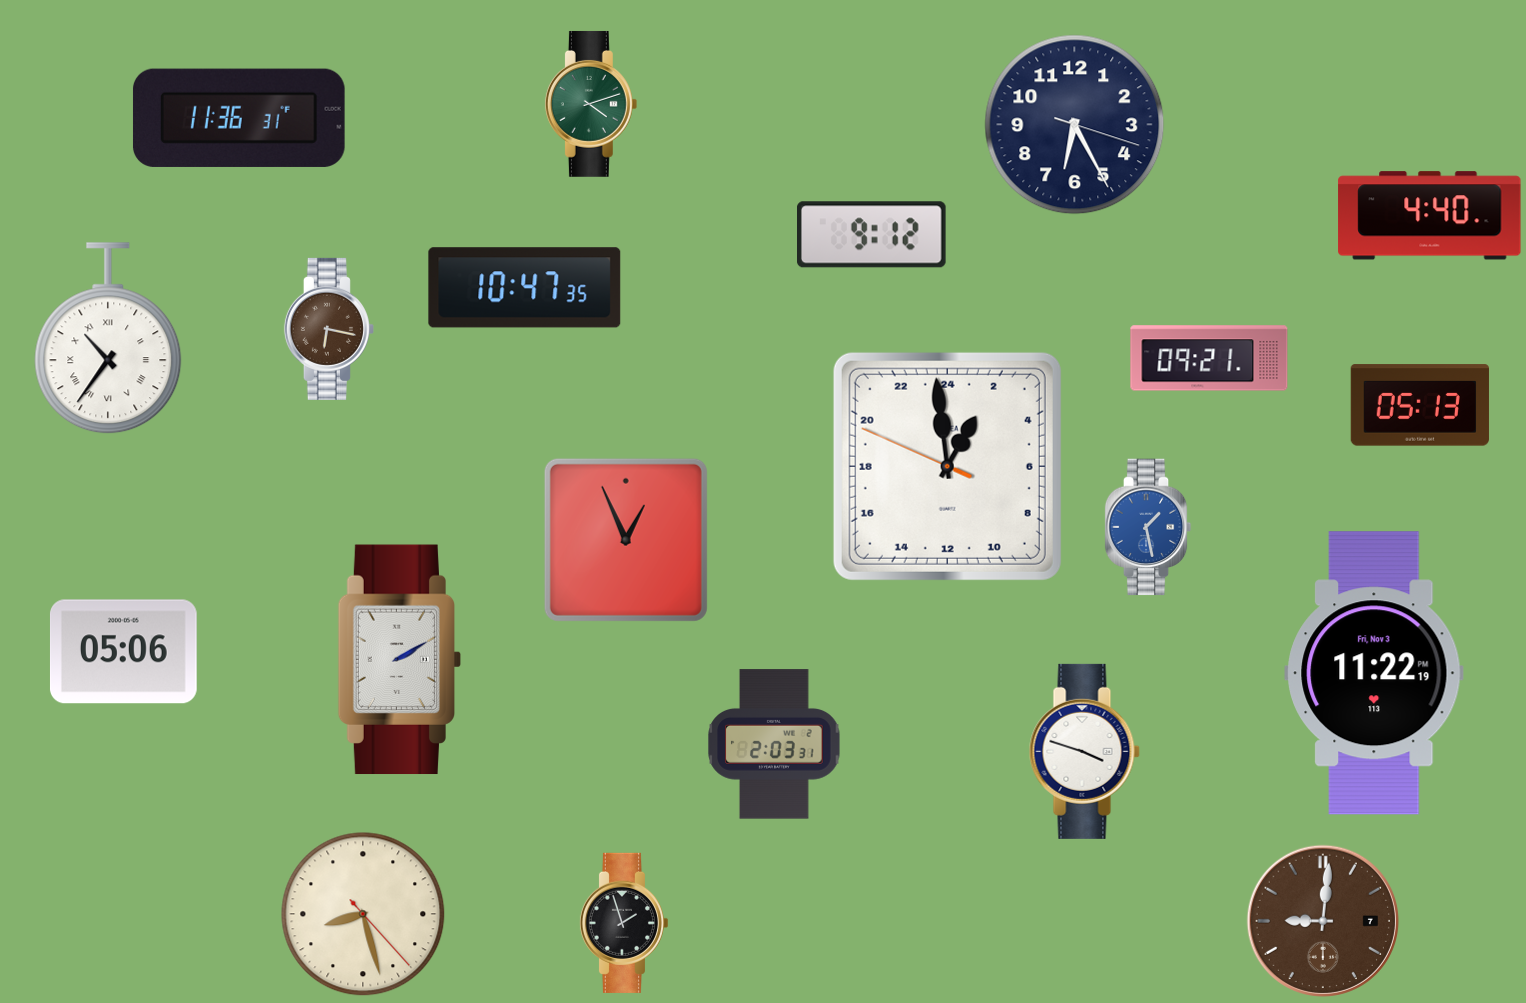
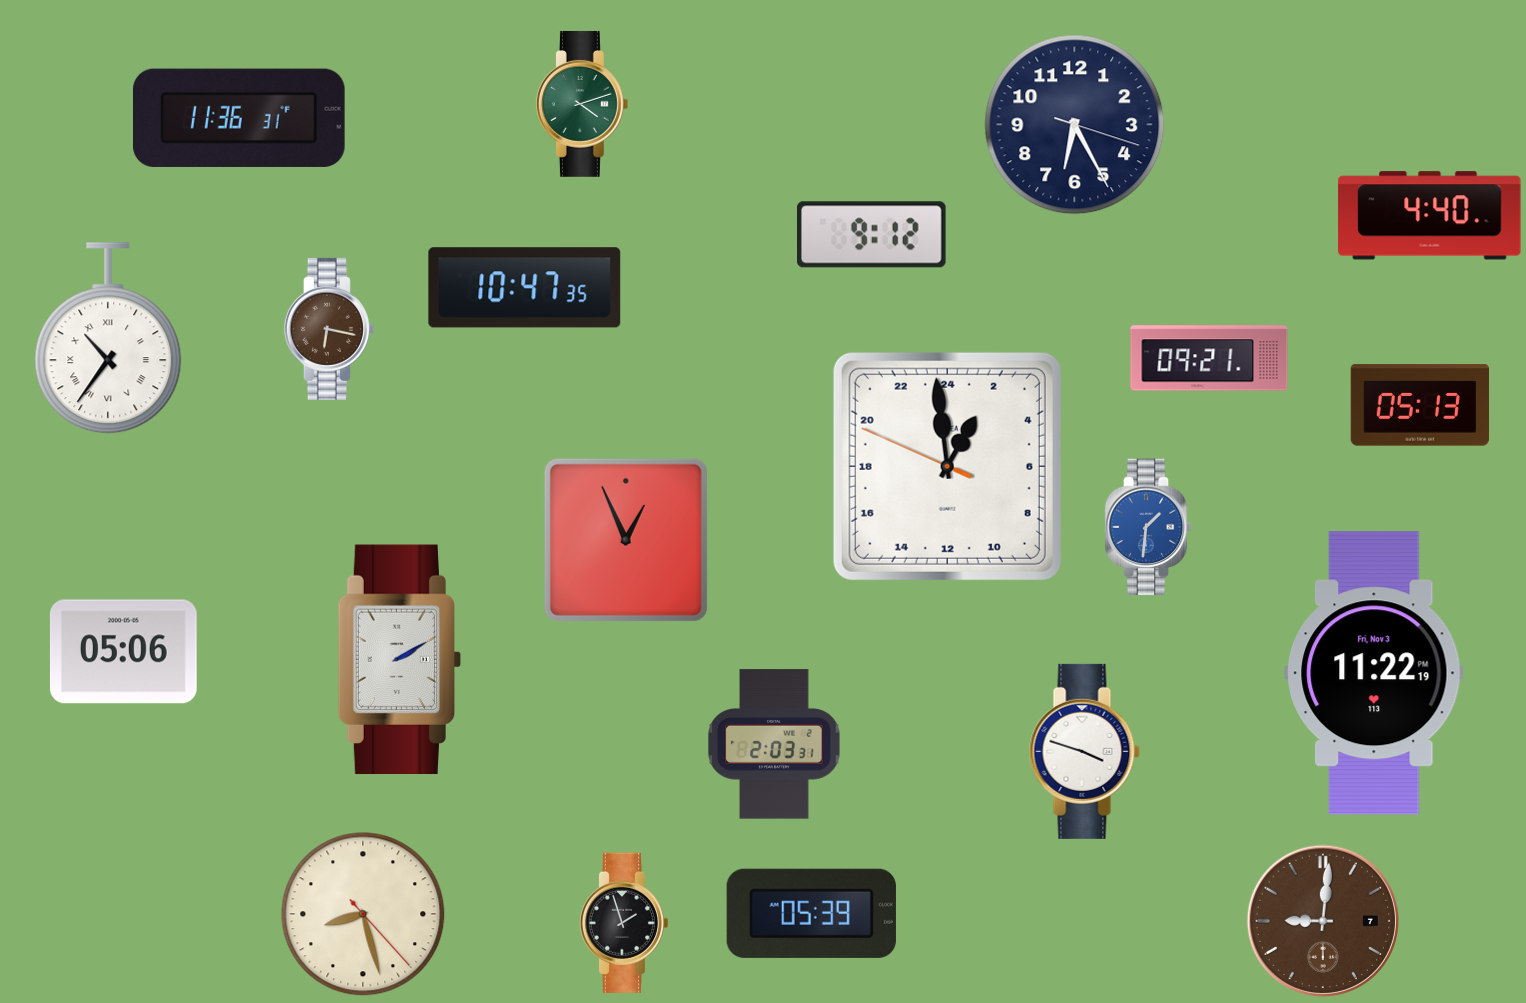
clock at (591, 104) position: (591, 104) -> (582, 104)
clock at (1148, 527): 1:28 -> 1:31
clock at (811, 913): none -> 05:39
